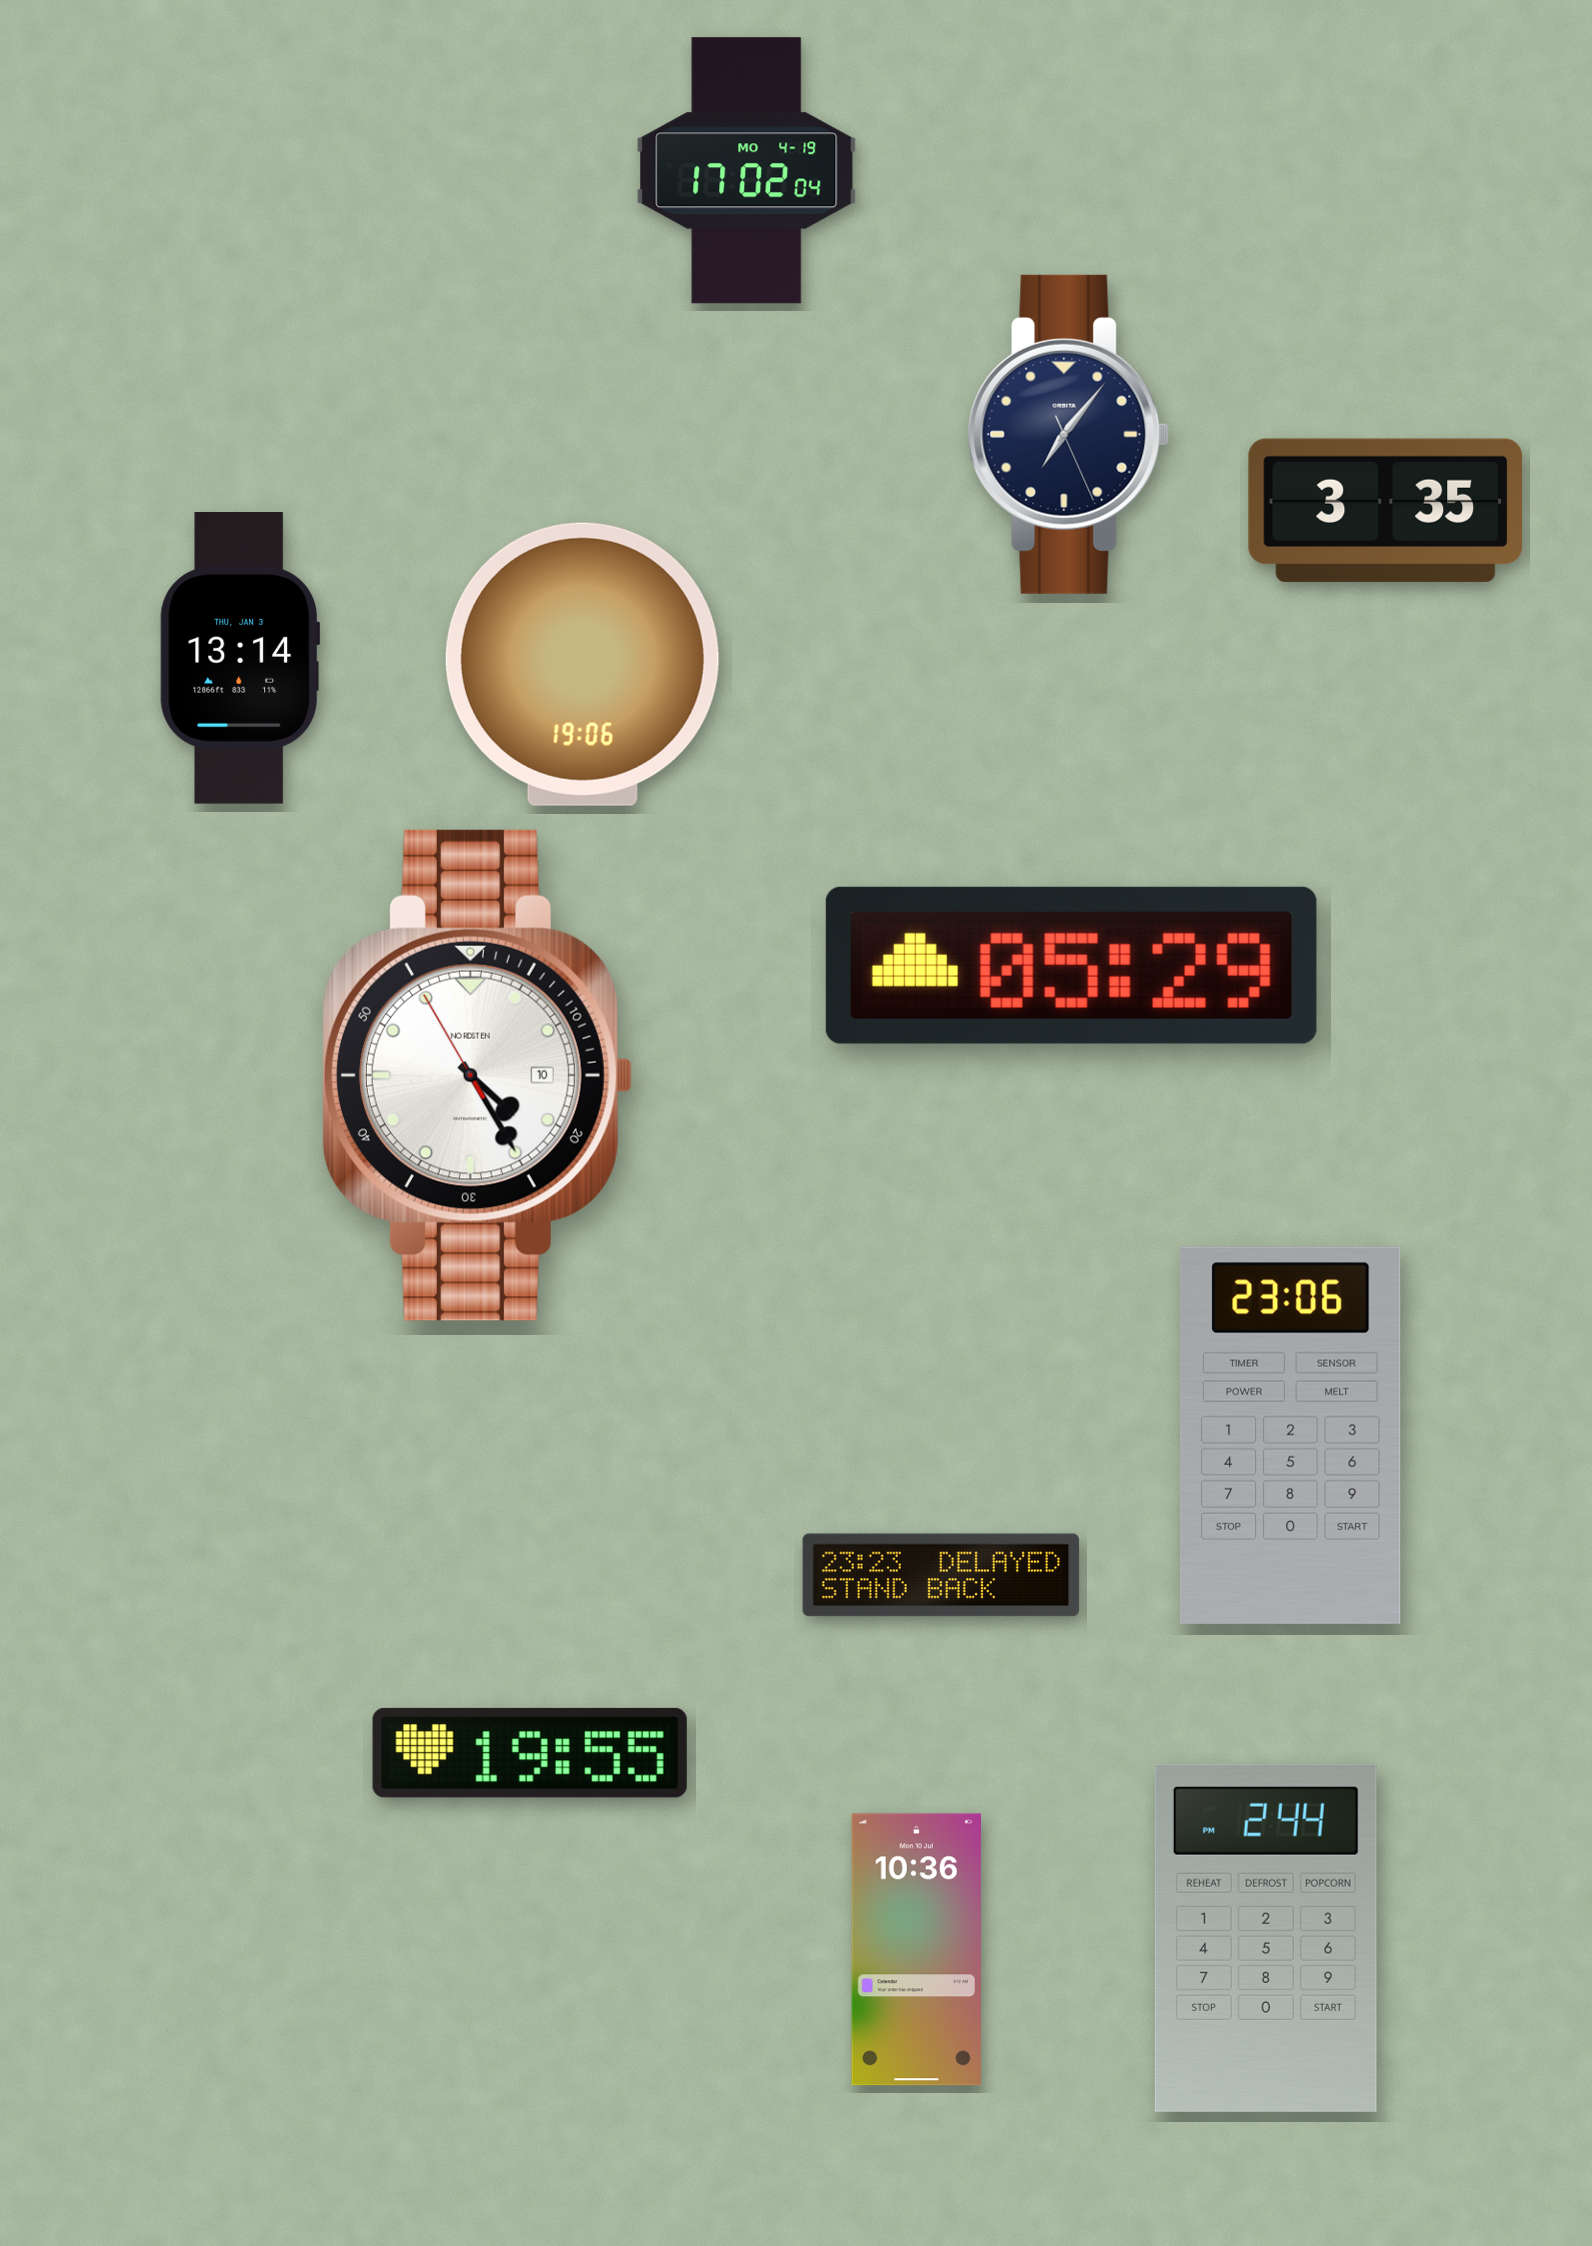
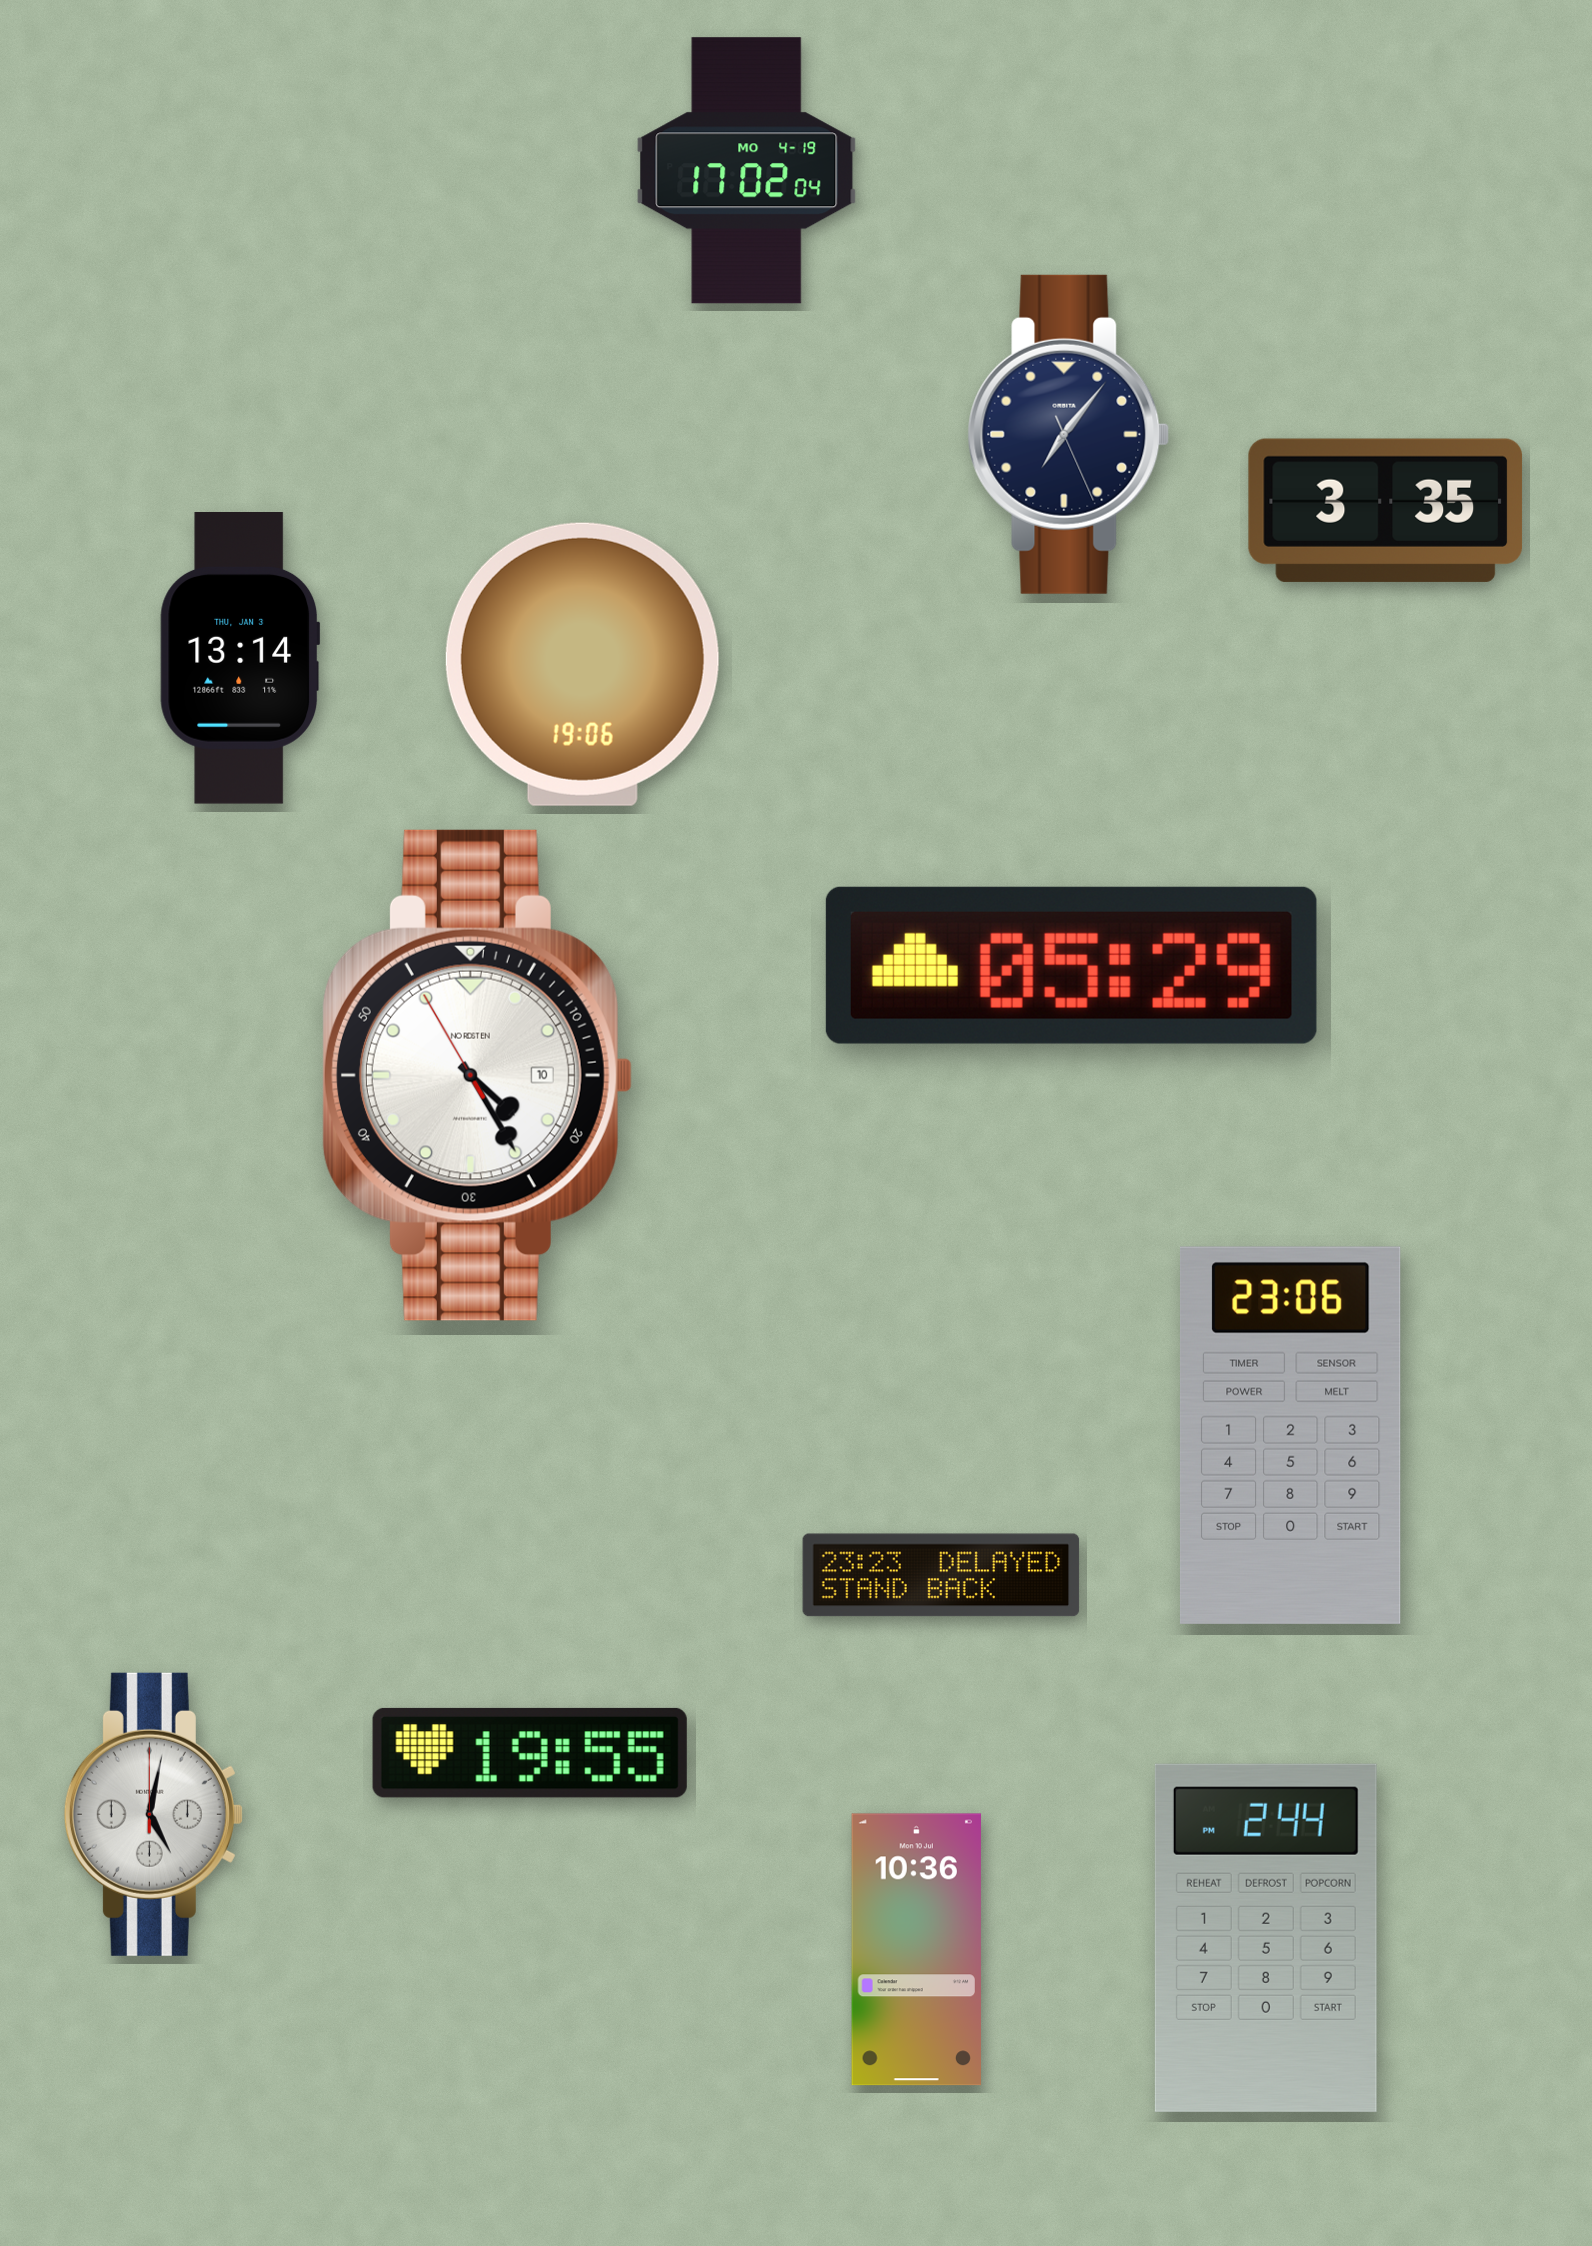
clock at (153, 1814): none -> 5:02
